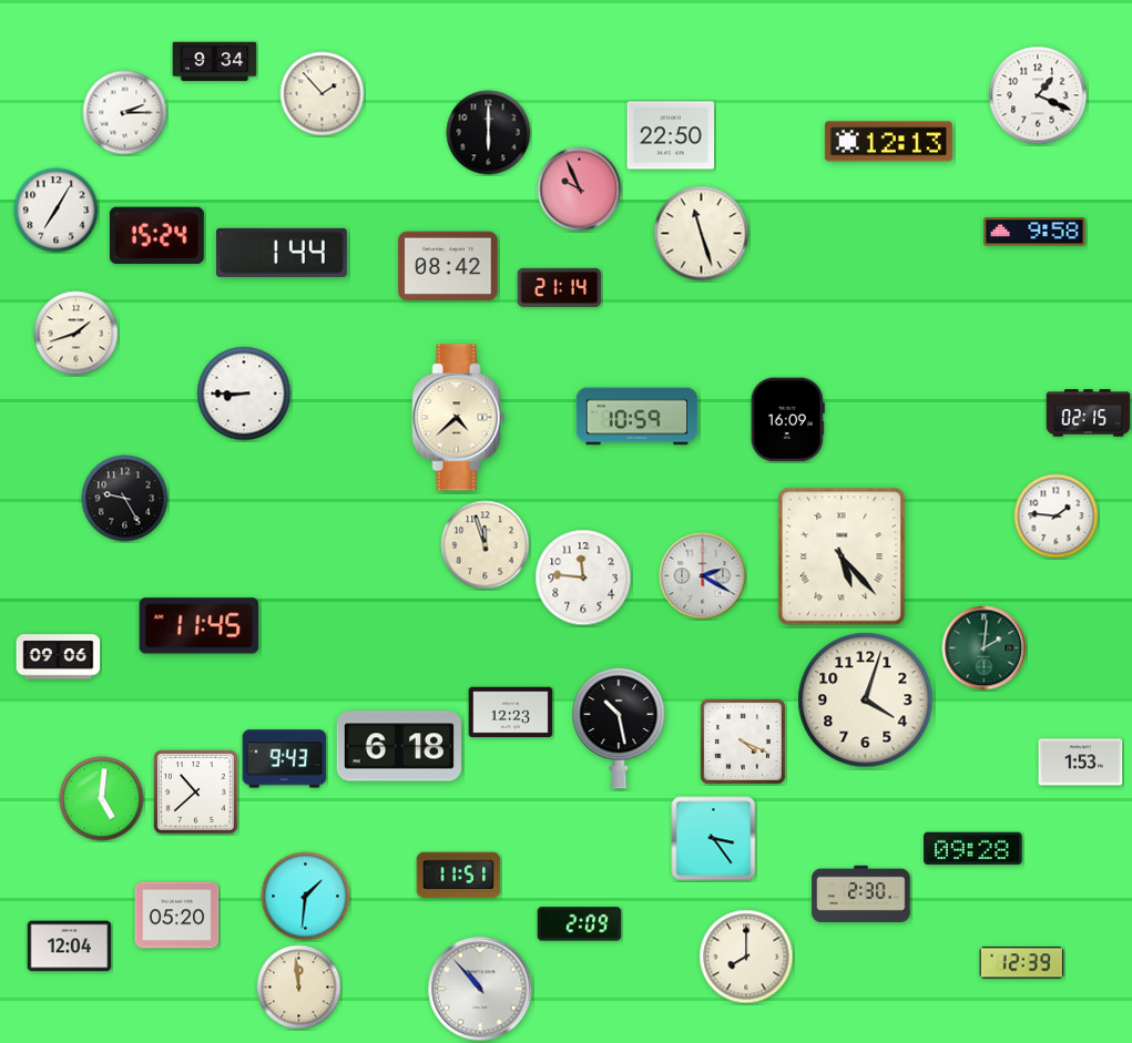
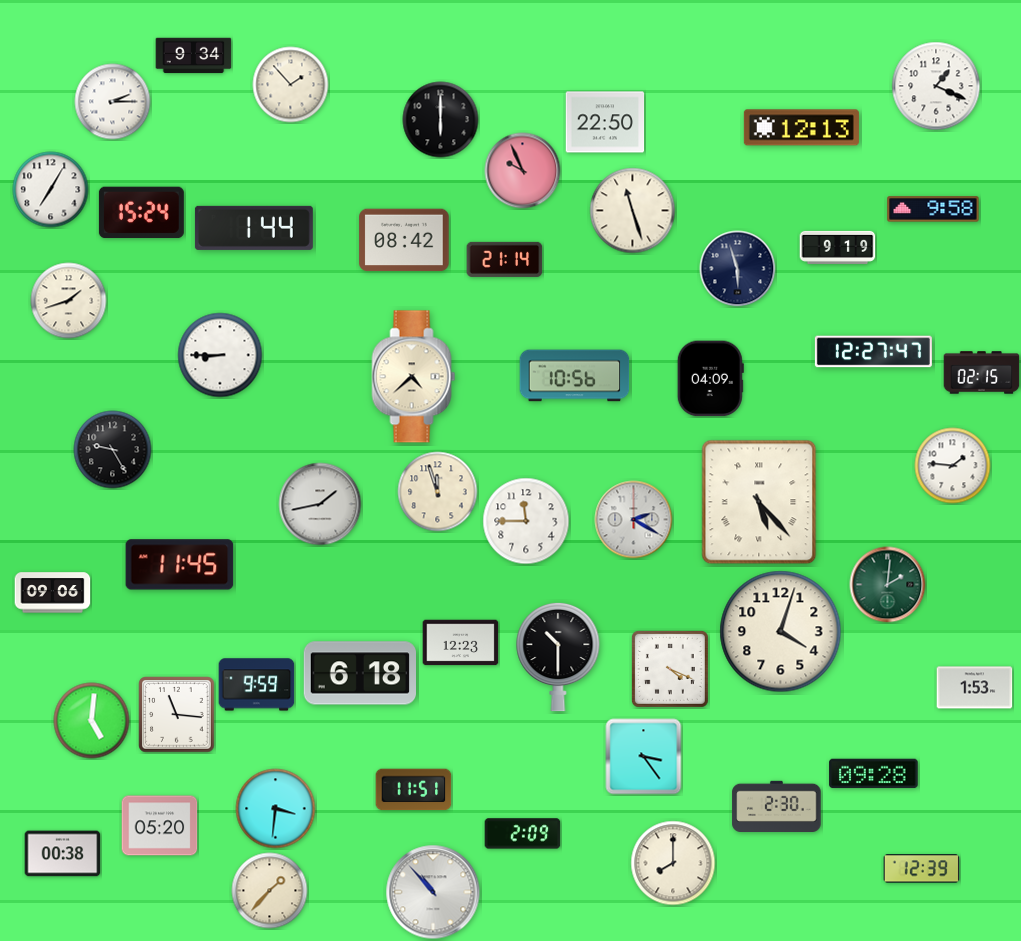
clock at (838, 247): none -> 9:19
clock at (738, 269): none -> 5:57
clock at (873, 352): none -> 12:27
clock at (638, 417): 10:59 -> 10:56
clock at (787, 420): 16:09 -> 04:09
clock at (320, 504): none -> 1:43
clock at (583, 577): 11:46 -> 11:45
clock at (619, 728): 10:28 -> 10:30
clock at (285, 759): 9:43 -> 9:59
clock at (196, 793): 10:38 -> 11:16
clock at (973, 849) position: (973, 849) -> (874, 774)
clock at (306, 897): 1:31 -> 3:31
clock at (70, 947): 12:04 -> 00:38
clock at (299, 988): 11:59 -> 1:37
